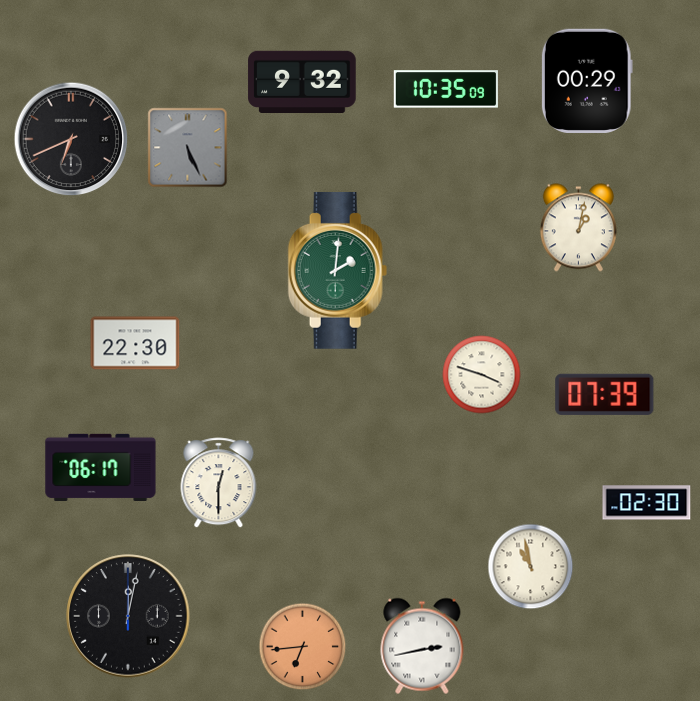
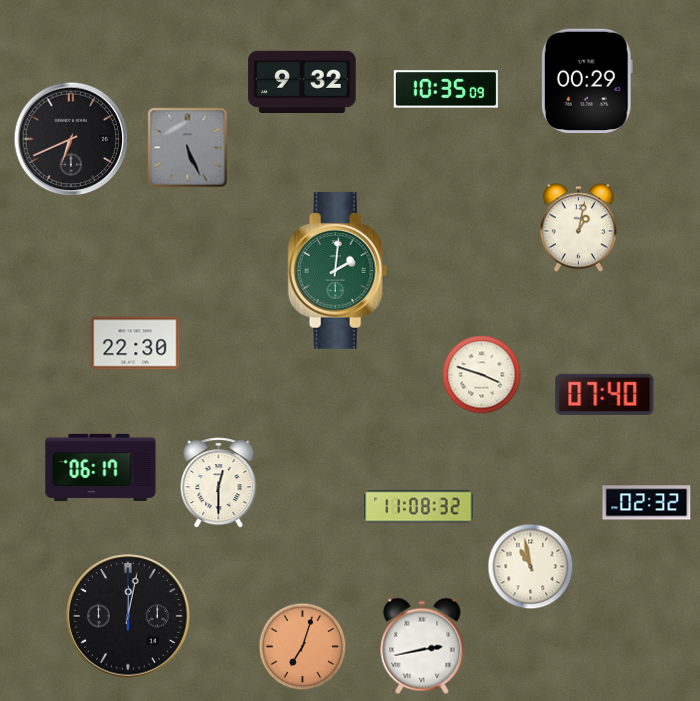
clock at (605, 394): 07:39 -> 07:40
clock at (647, 503): 02:30 -> 02:32
clock at (419, 507): none -> 11:08
clock at (303, 647): 6:44 -> 7:03
